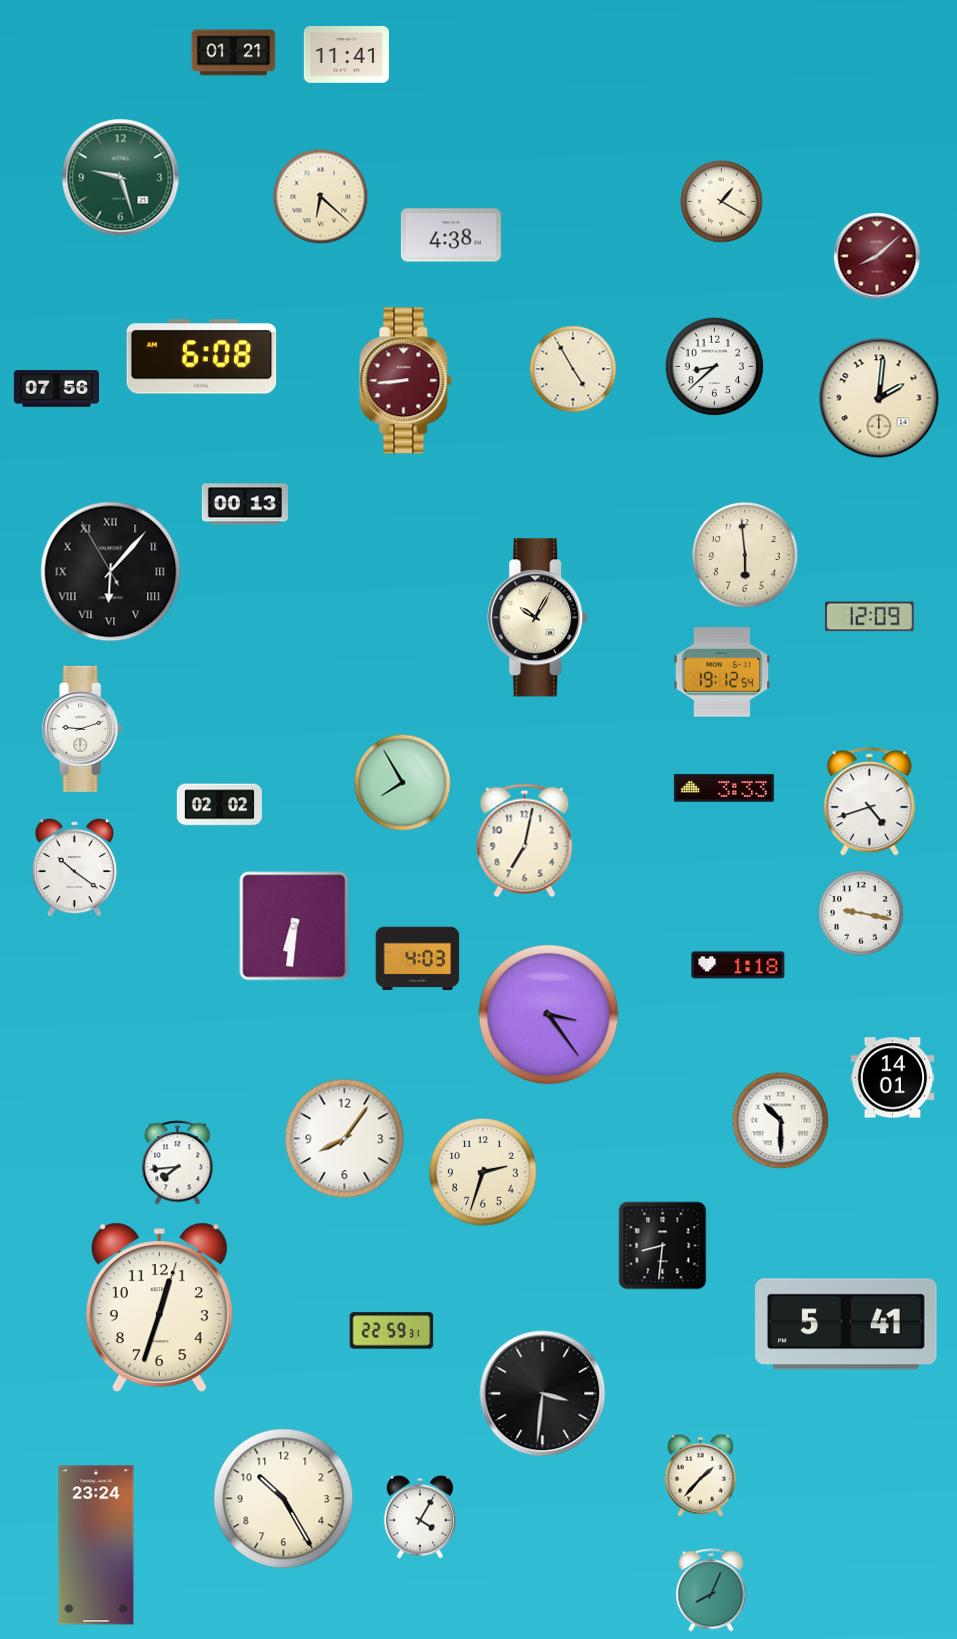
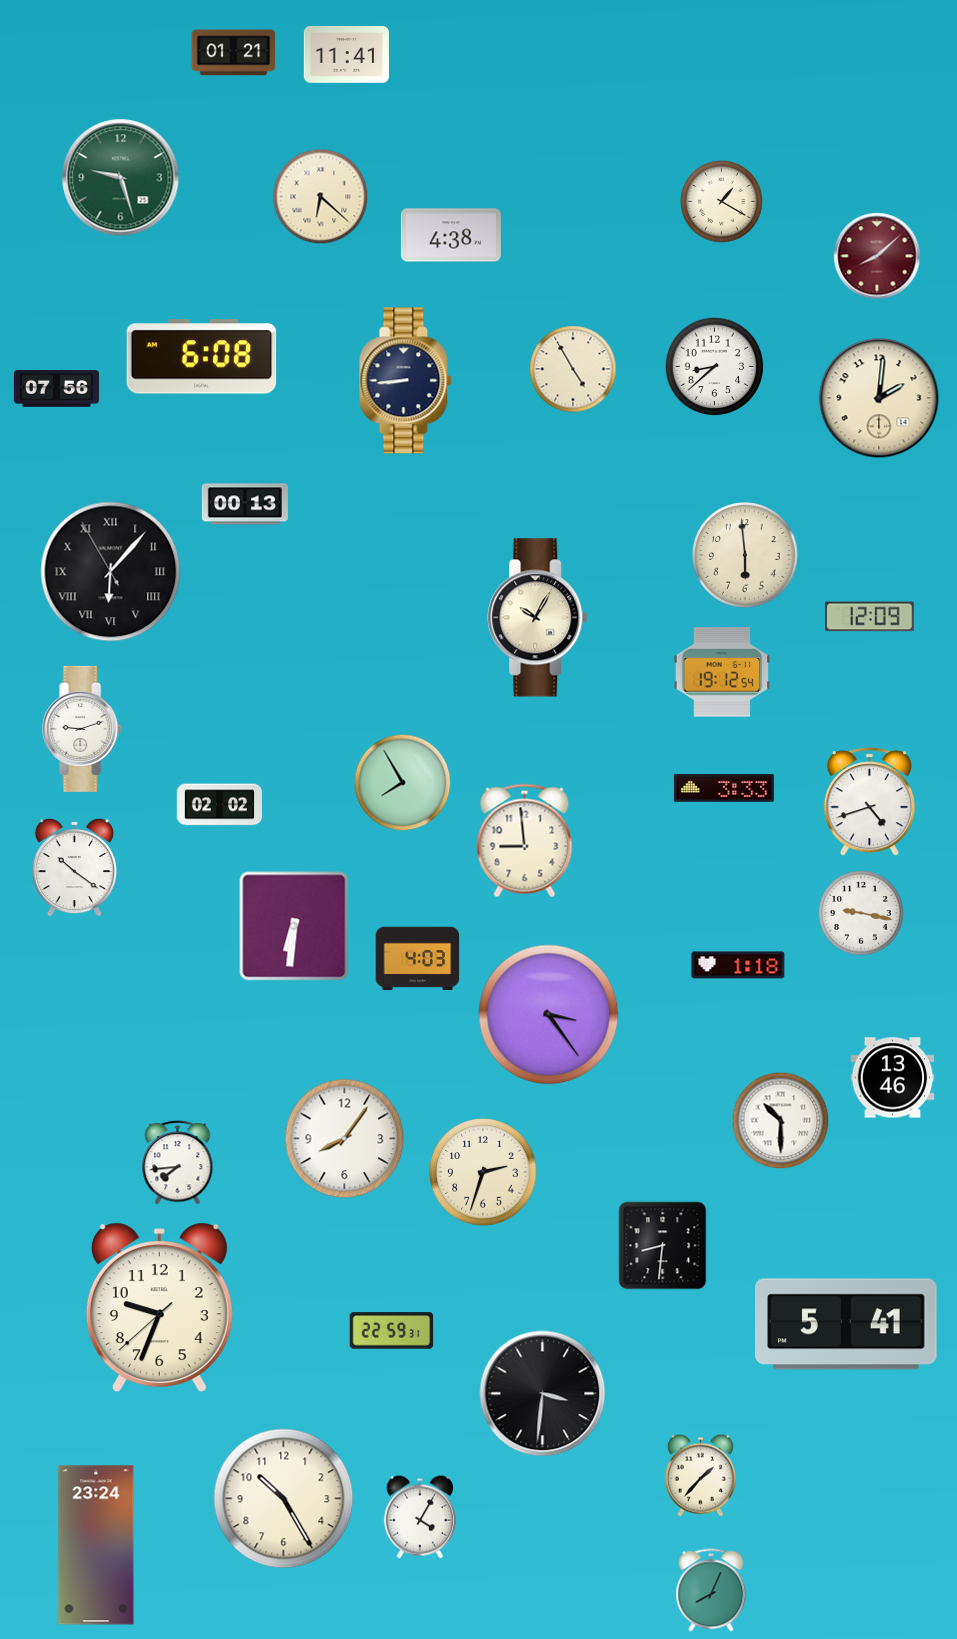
clock at (406, 381) dial: burgundy -> navy
clock at (525, 841): 7:02 -> 8:59
clock at (893, 1078): 14:01 -> 13:46
clock at (159, 1307): 12:33 -> 9:33
